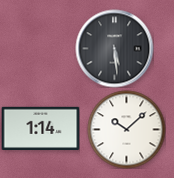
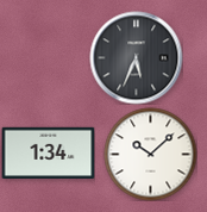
clock at (114, 48): 5:29 -> 5:34
clock at (40, 128): 1:14 -> 1:34
